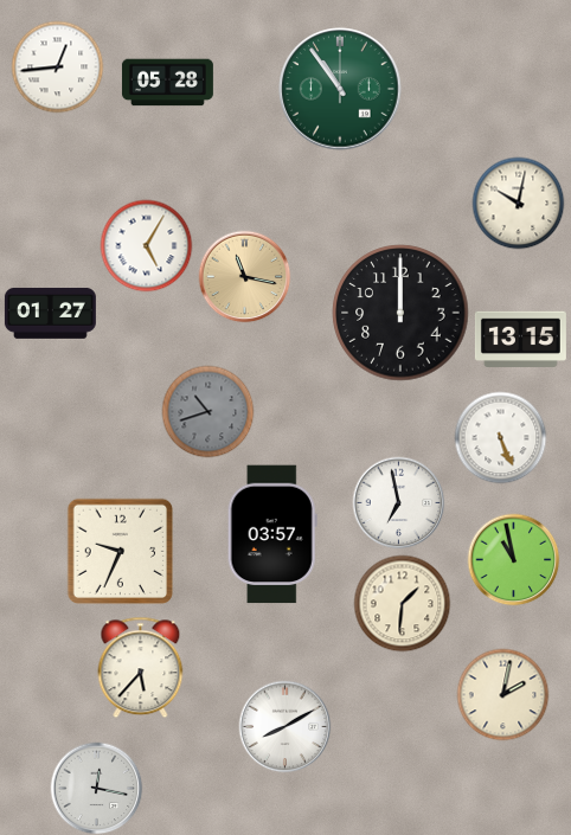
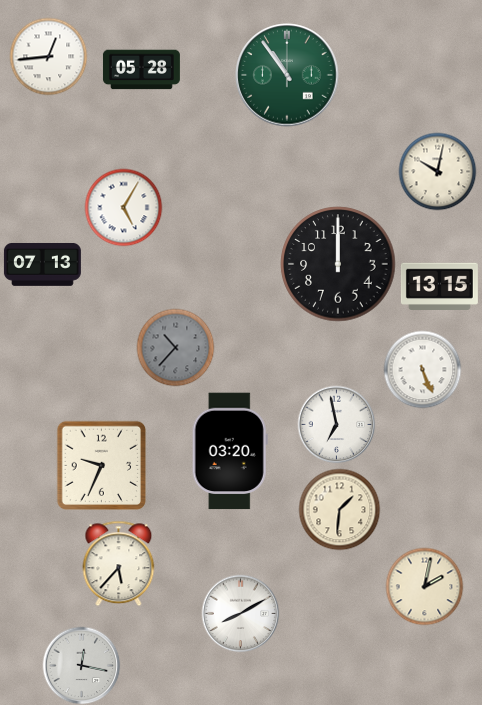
clock at (244, 276): 11:17 -> none
clock at (50, 313): 01:27 -> 07:13
clock at (207, 411): 10:42 -> 10:37
clock at (272, 534): 03:57 -> 03:20
clock at (513, 559): 10:58 -> none
